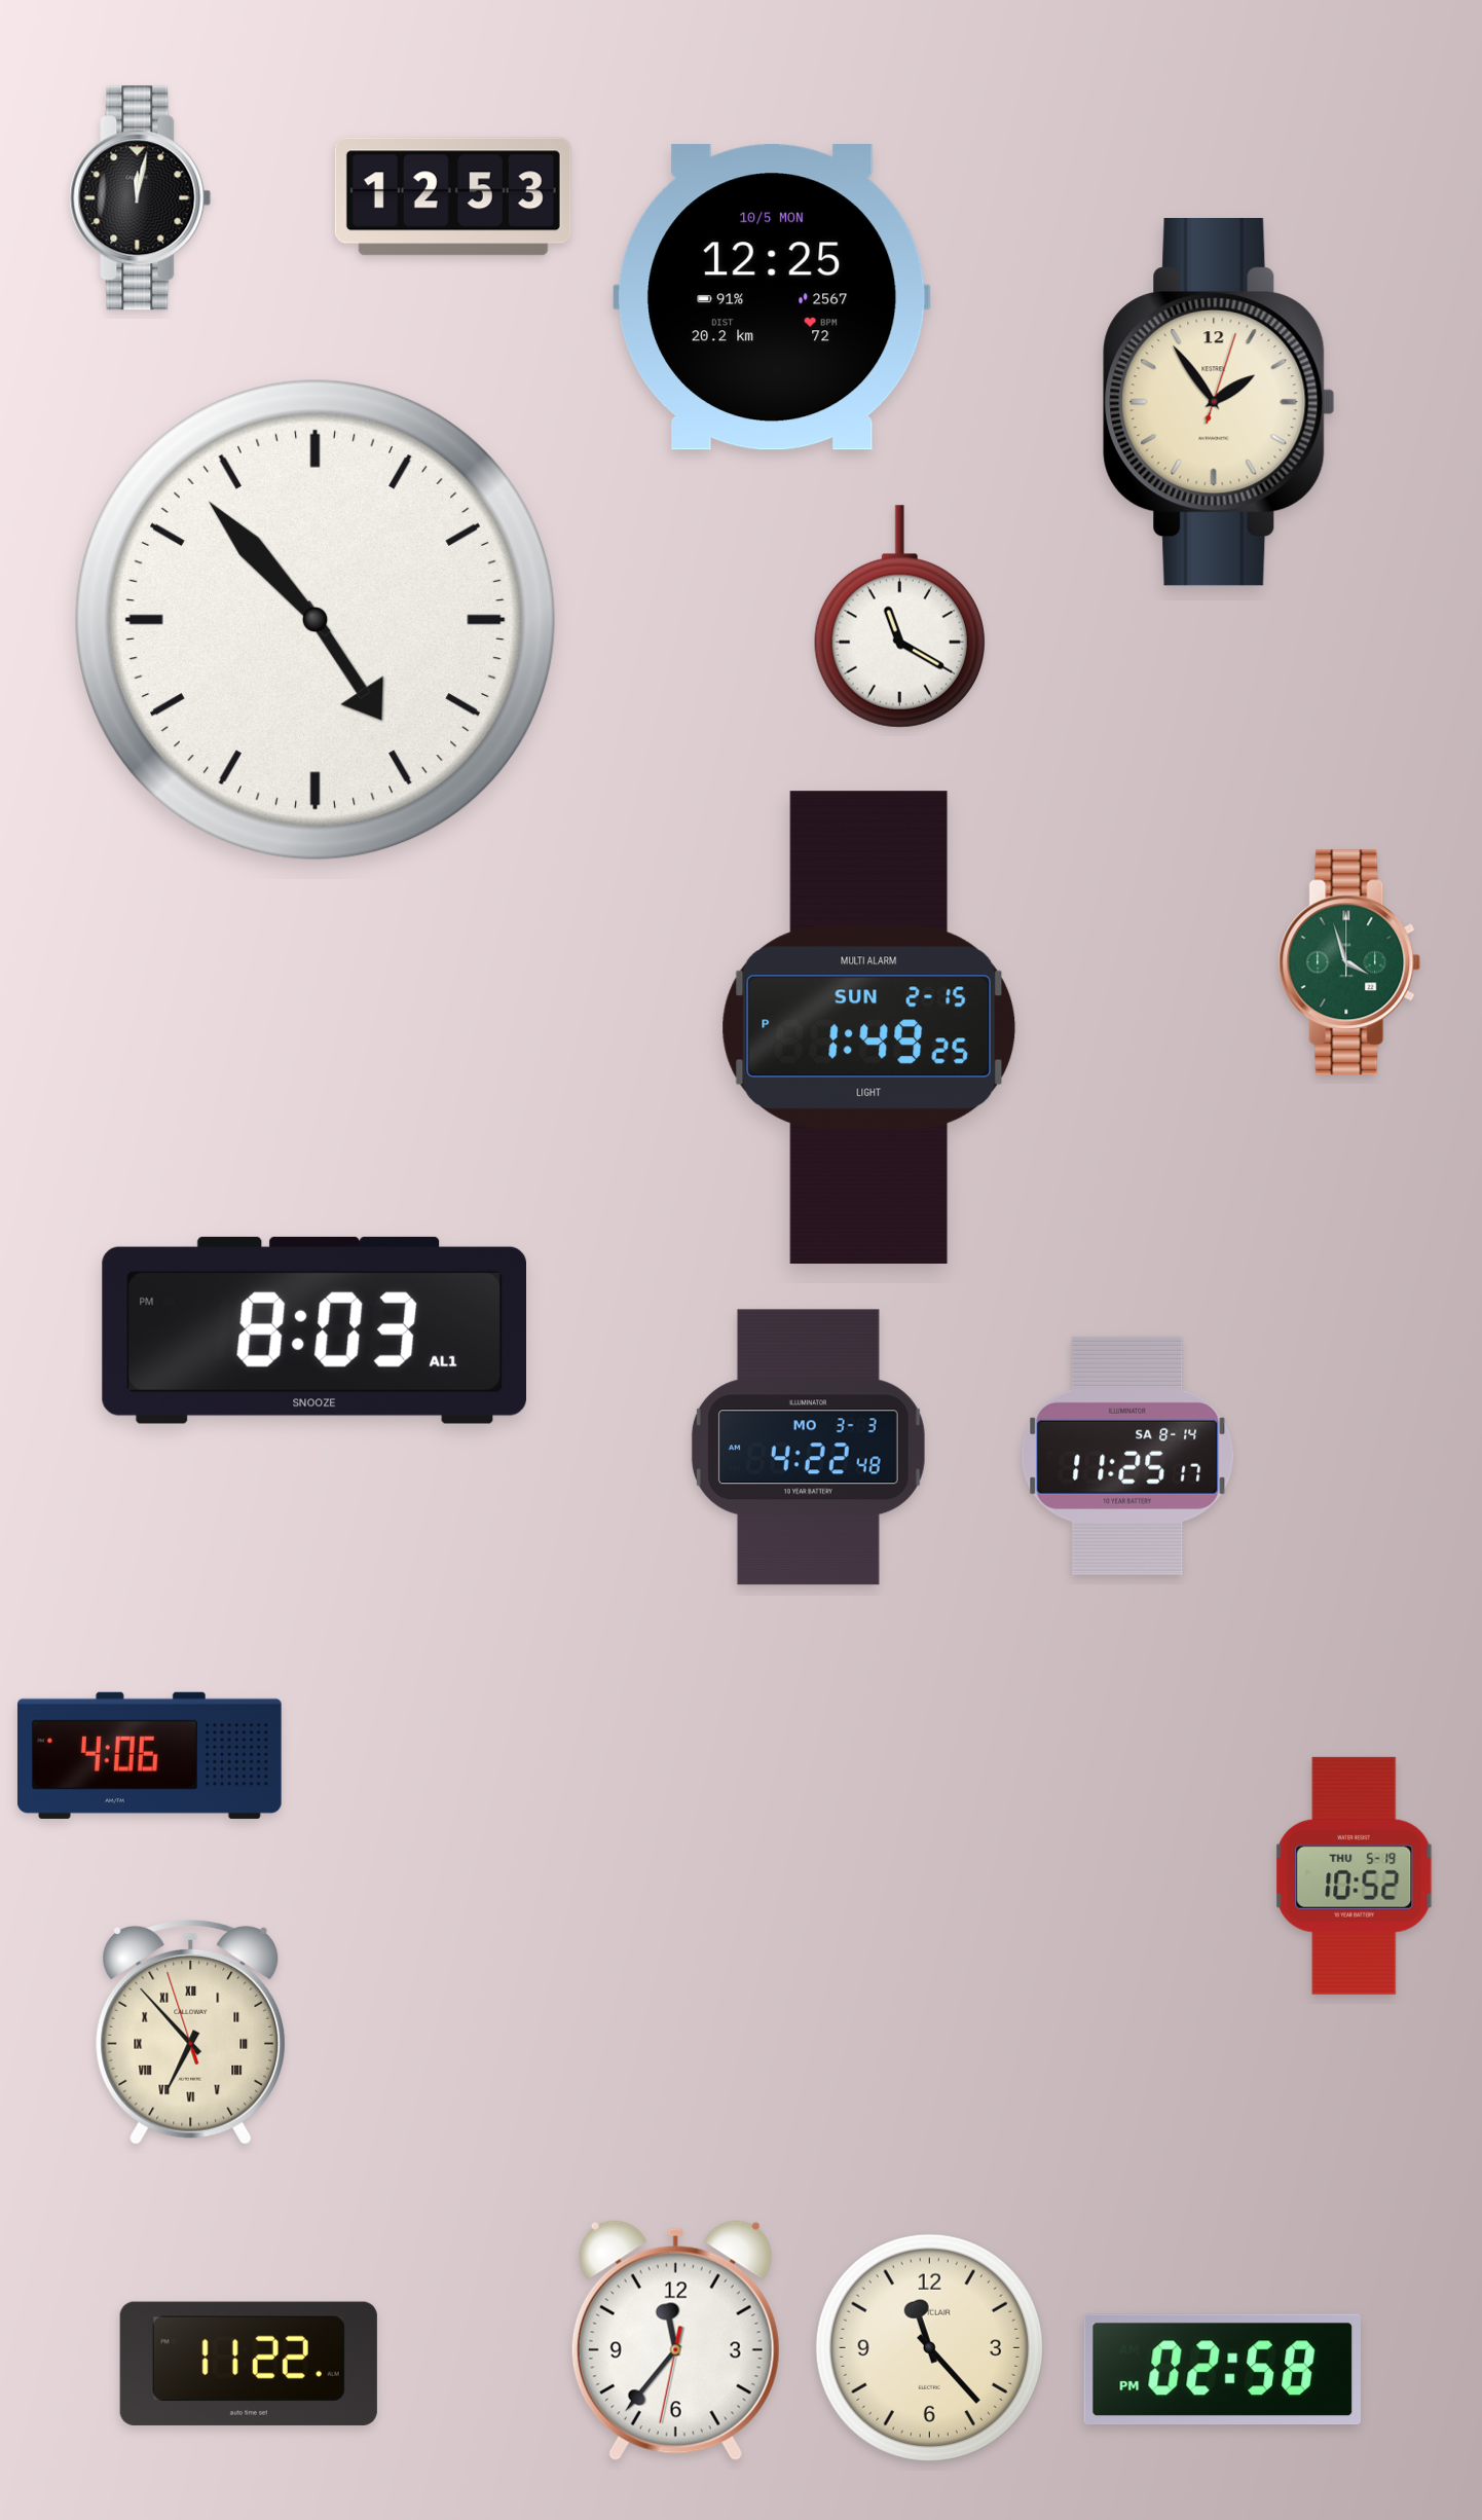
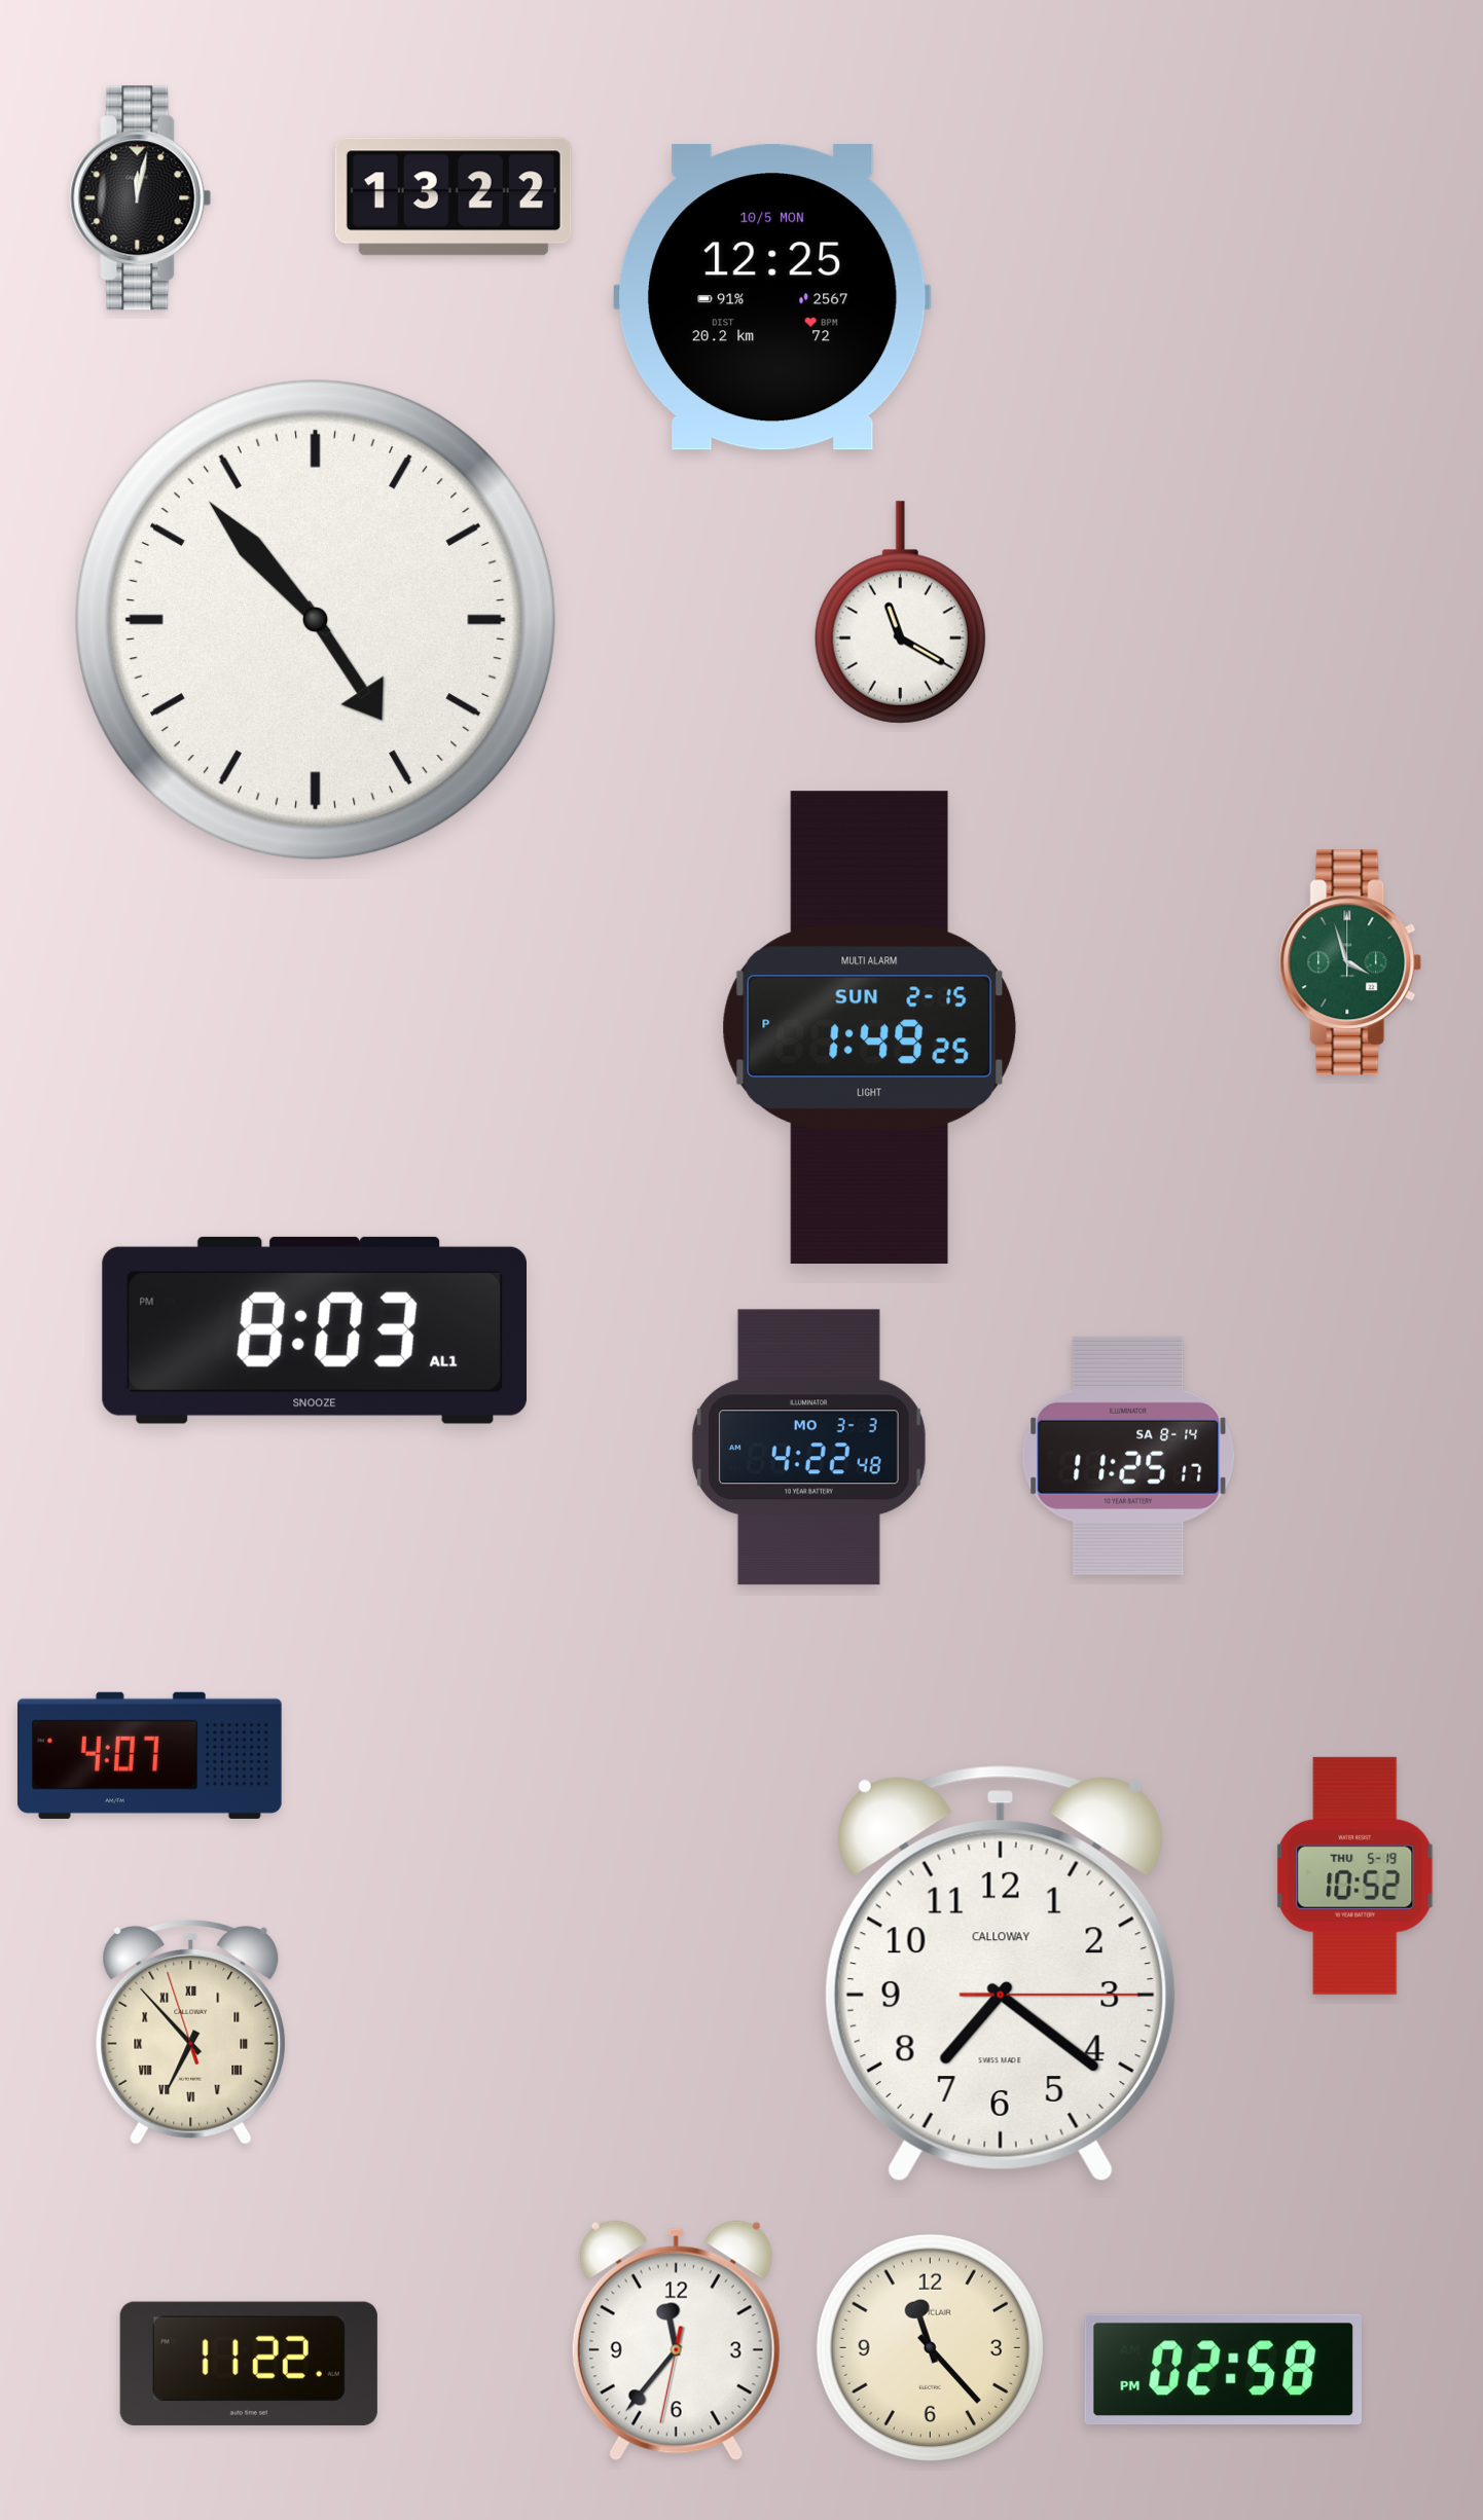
clock at (453, 196): 12:53 -> 13:22
clock at (1219, 403): 1:54 -> none
clock at (899, 617) position: (899, 617) -> (900, 613)
clock at (149, 1755): 4:06 -> 4:07
clock at (1001, 1974): none -> 7:21
